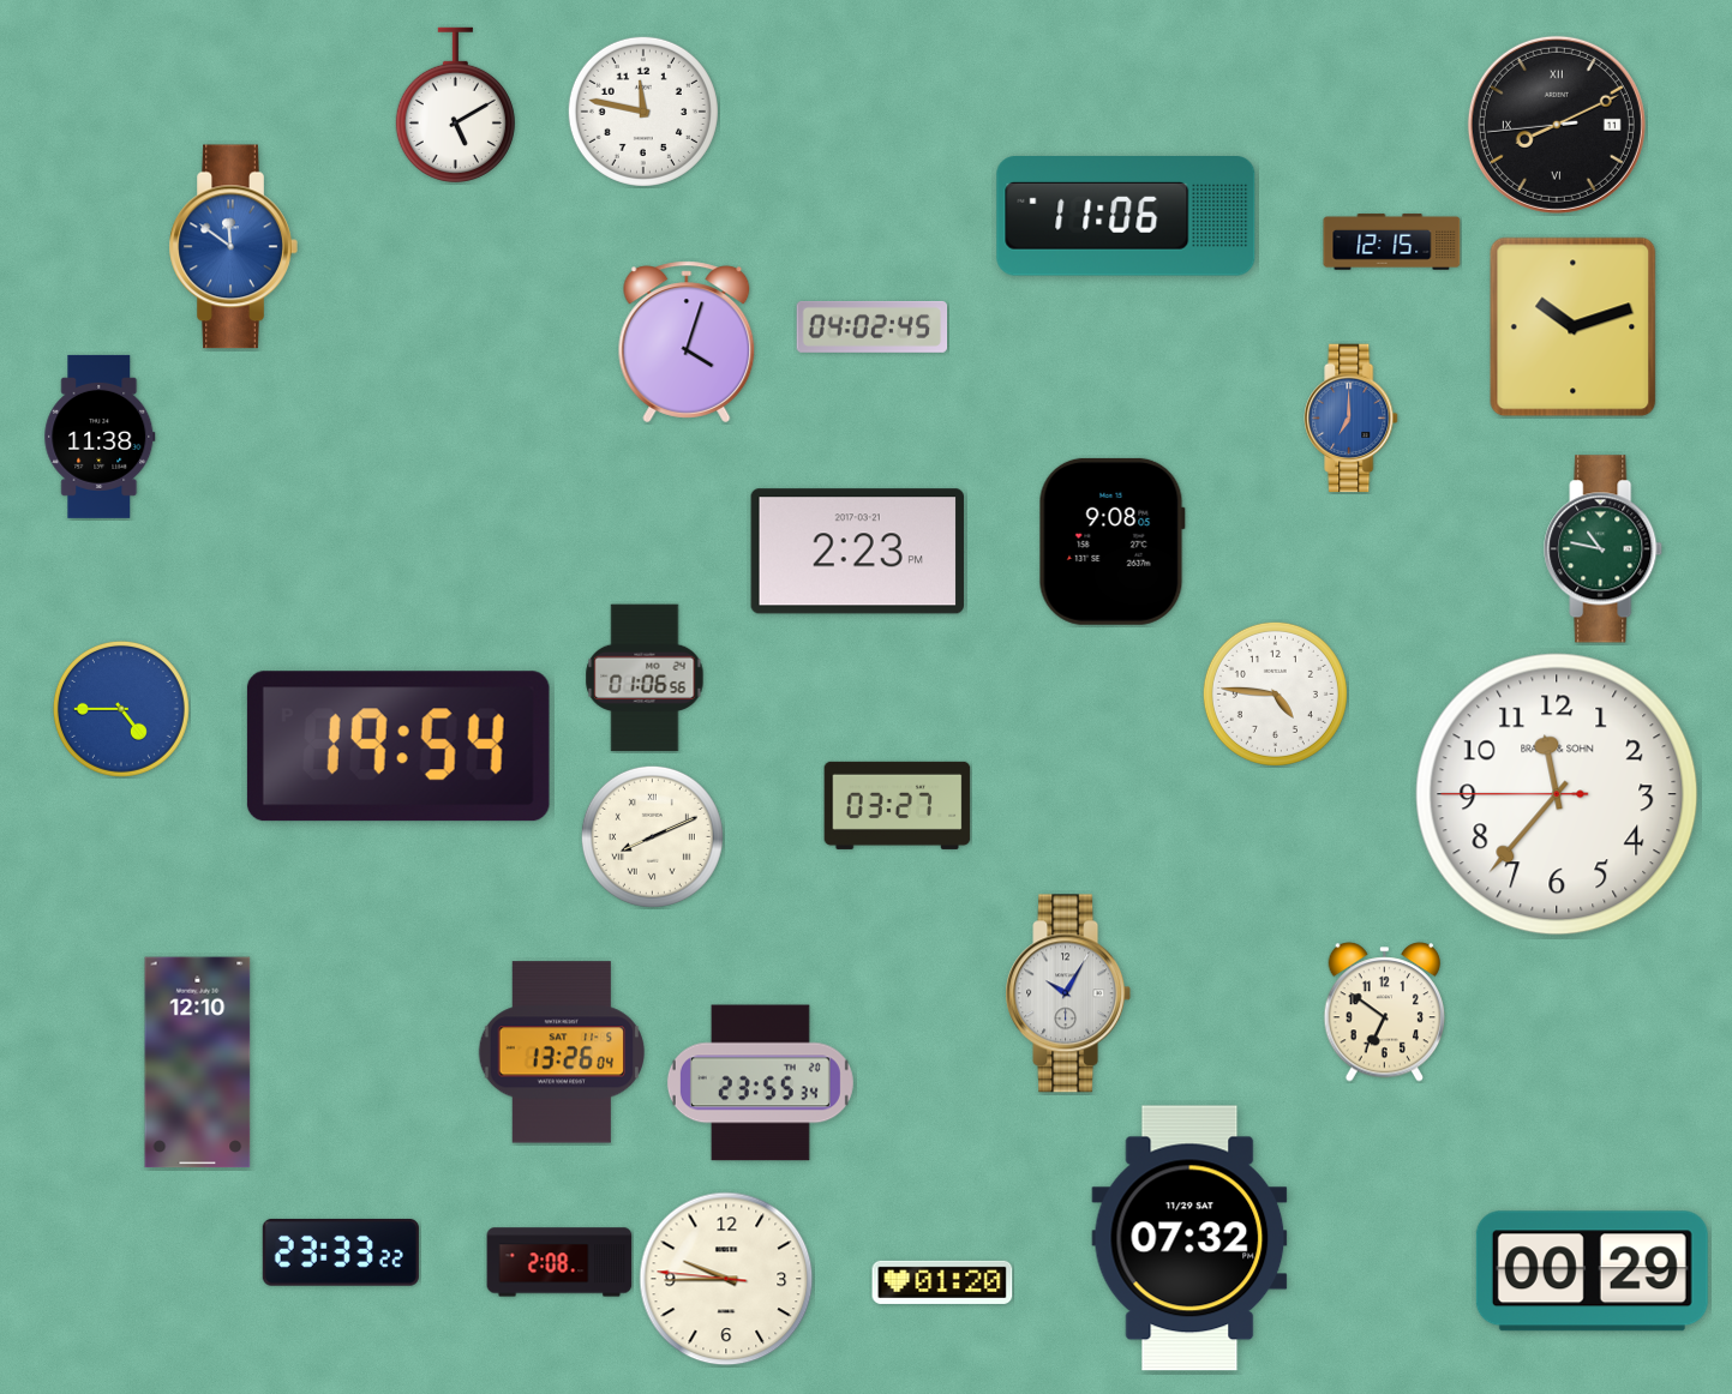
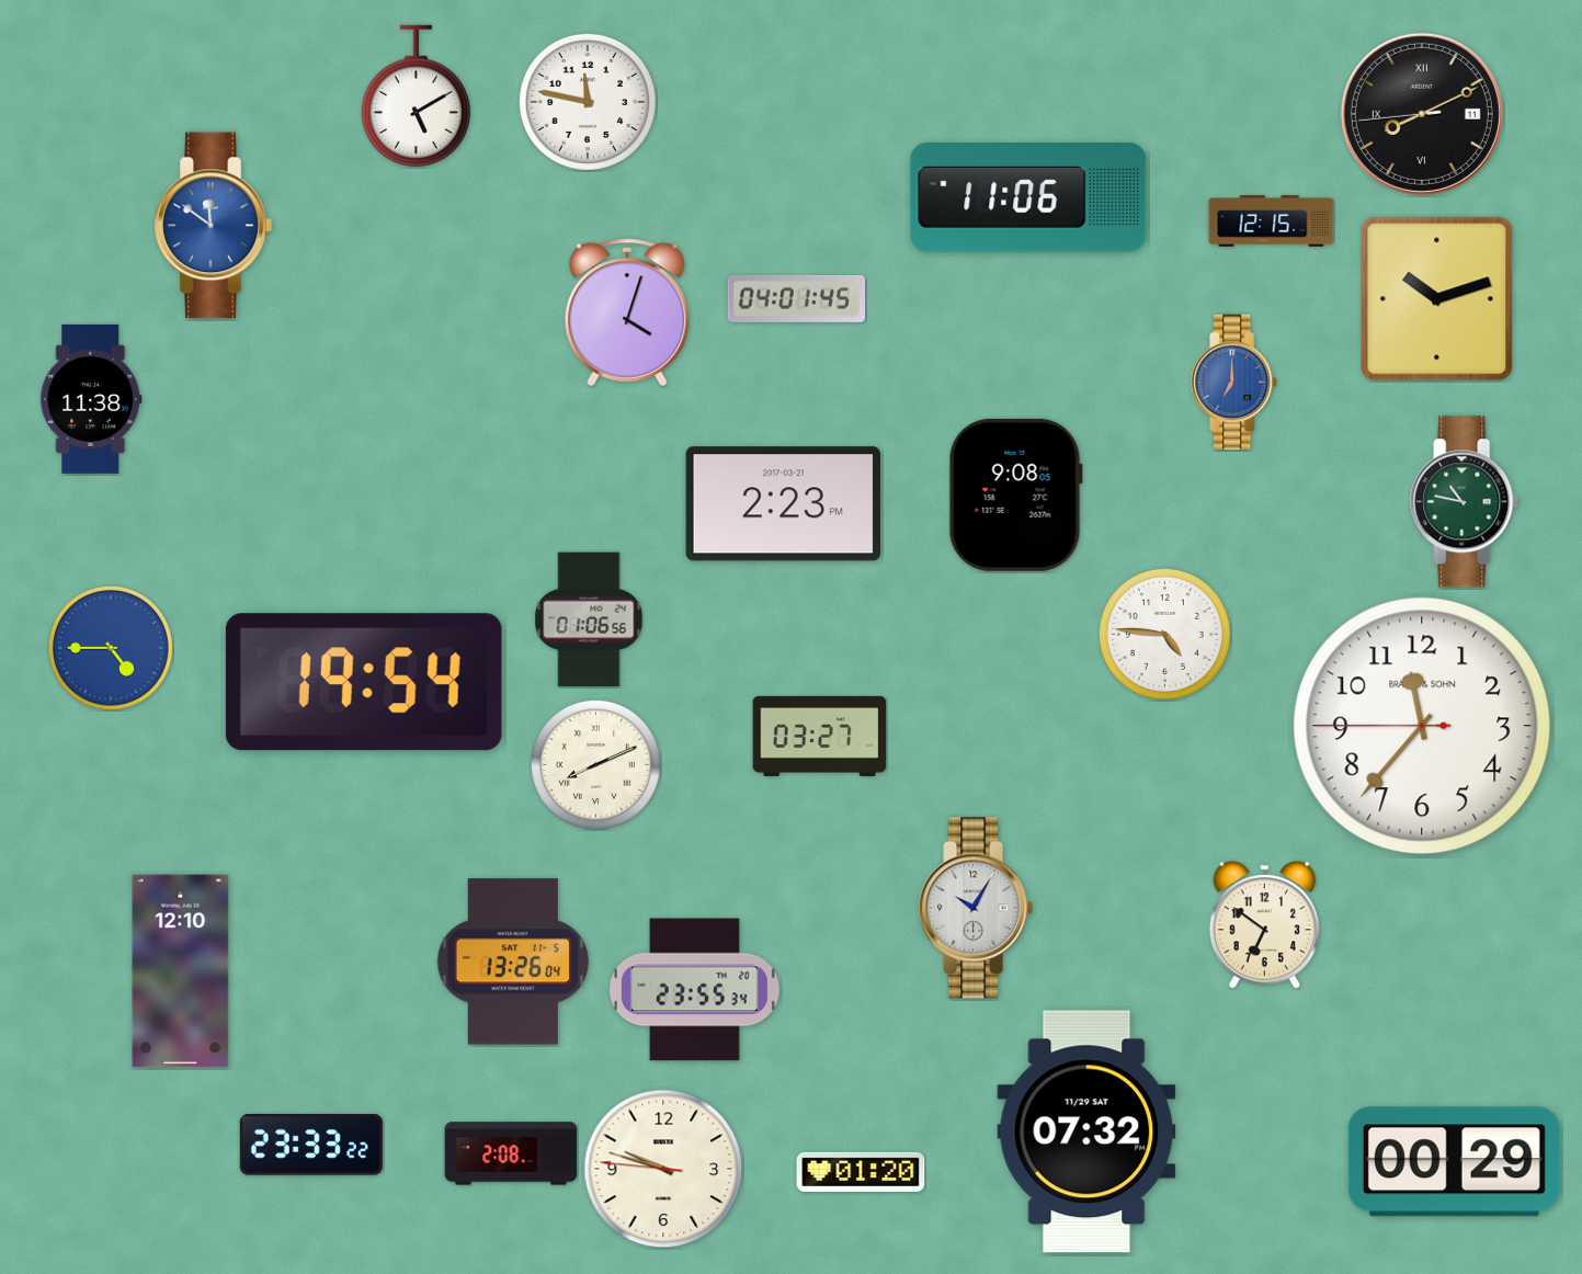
clock at (873, 326): 04:02 -> 04:01
clock at (726, 1279): 9:44 -> 9:47
